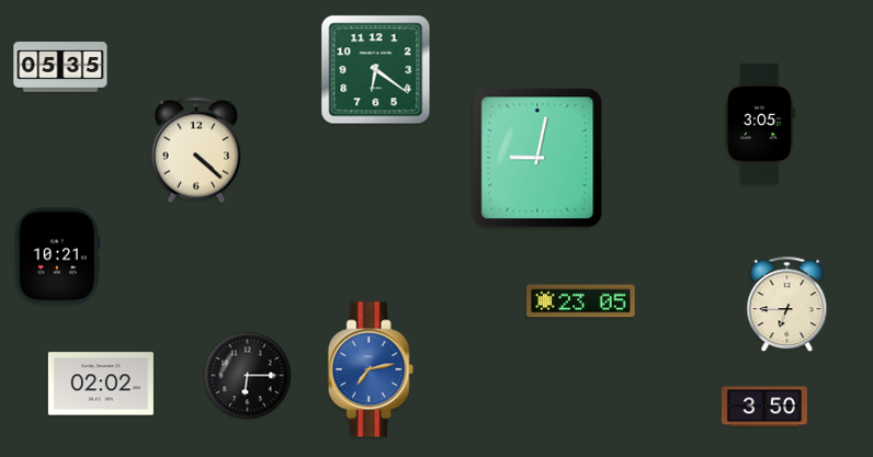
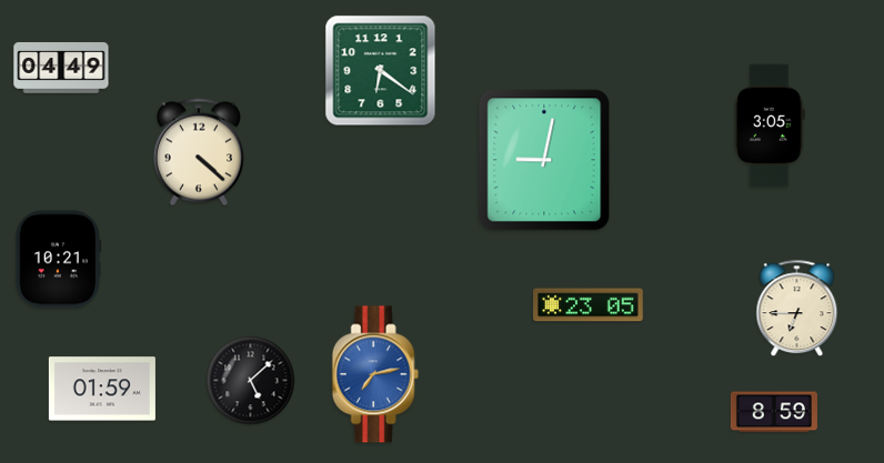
clock at (60, 68): 05:35 -> 04:49
clock at (248, 376): 6:15 -> 5:08
clock at (101, 384): 02:02 -> 01:59
clock at (764, 407): 3:50 -> 8:59
